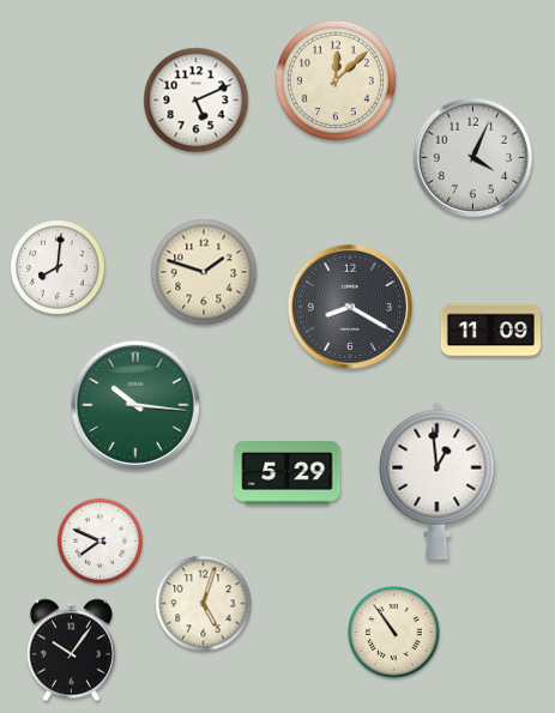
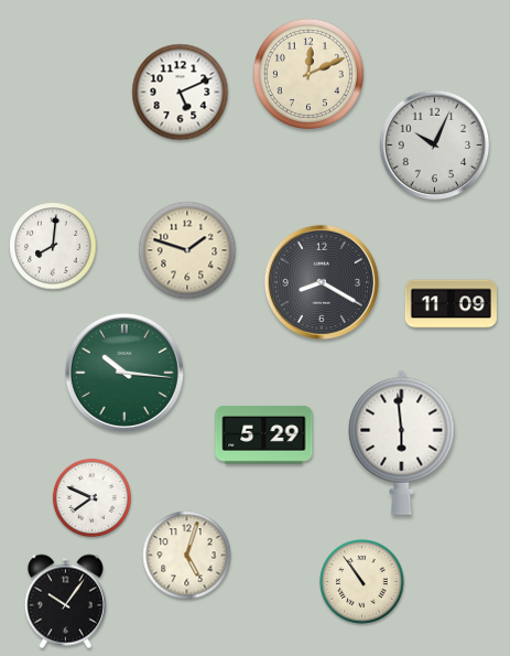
clock at (336, 80): 12:08 -> 12:11
clock at (473, 158): 4:04 -> 10:04
clock at (438, 481): 12:59 -> 5:59
clock at (71, 651) position: (71, 651) -> (65, 602)
